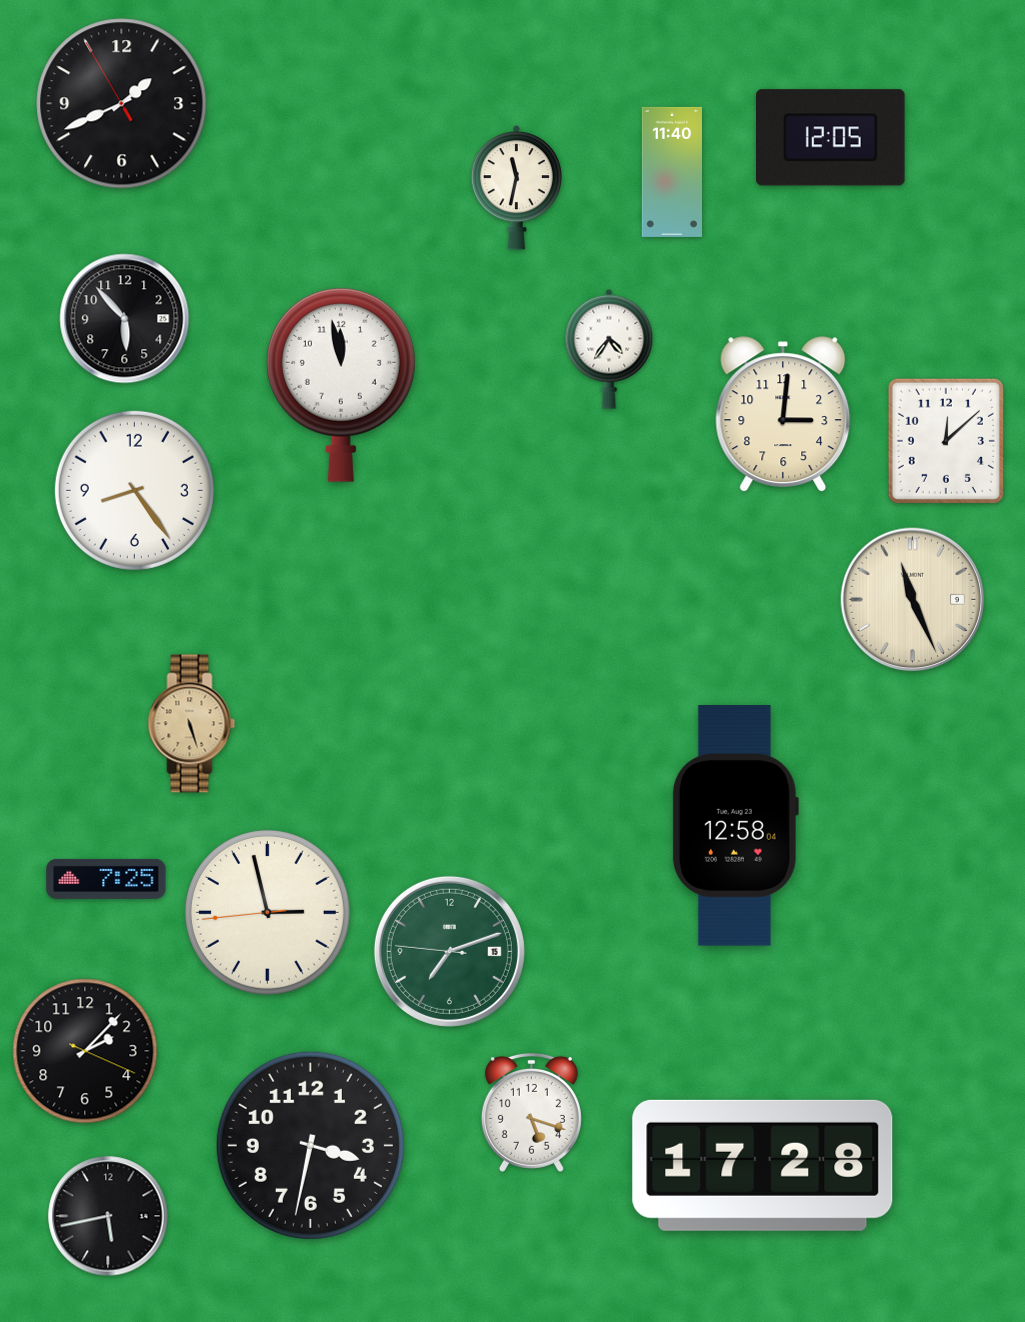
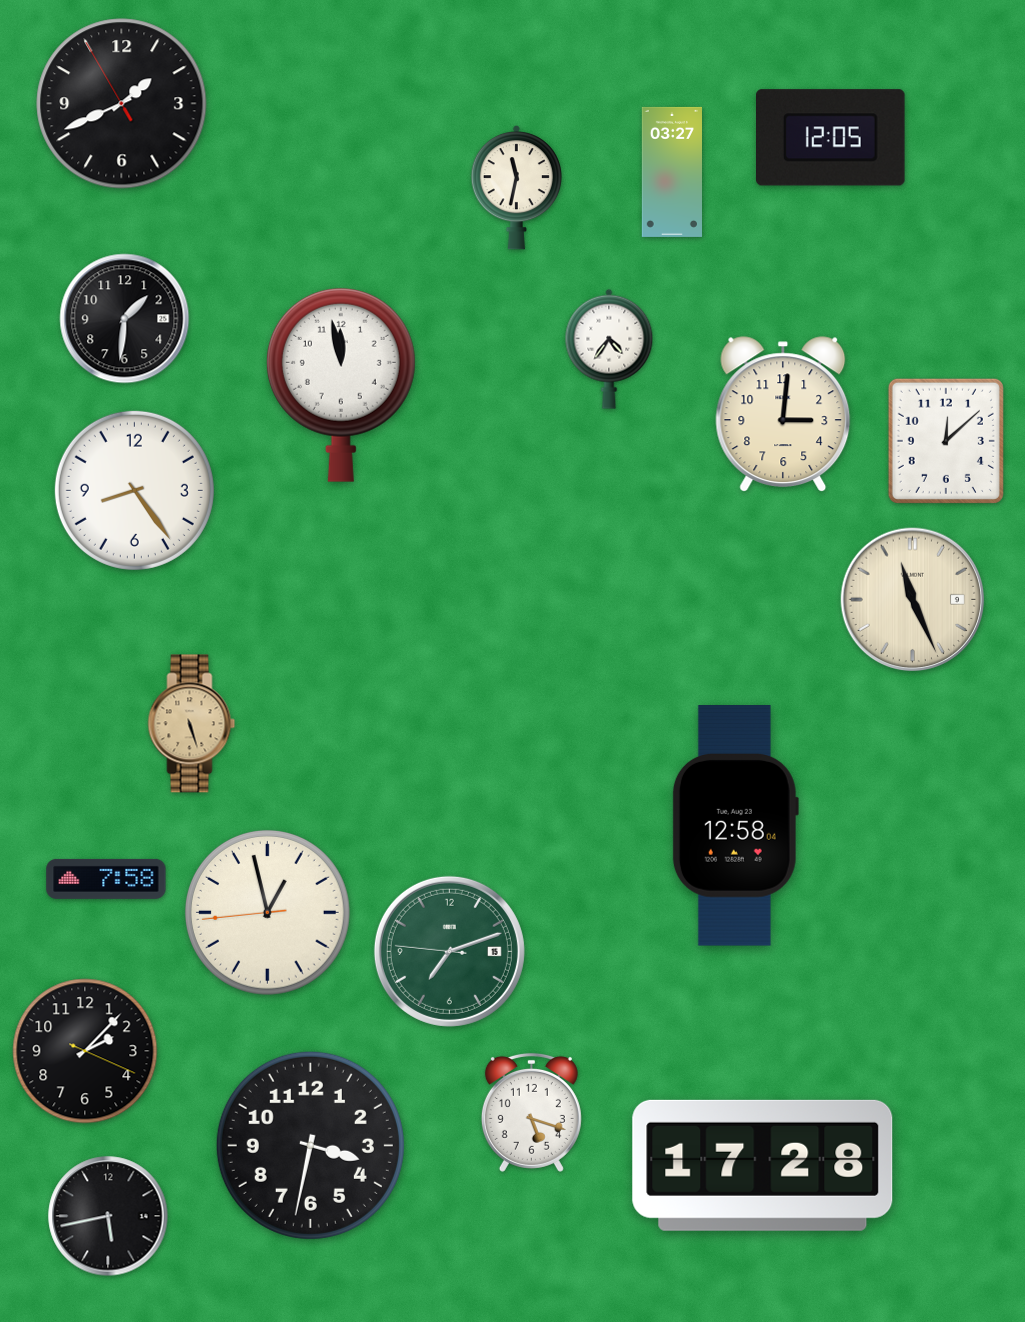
clock at (671, 172): 11:40 -> 03:27
clock at (125, 319): 5:53 -> 1:31
clock at (106, 879): 7:25 -> 7:58
clock at (267, 912): 2:57 -> 12:57
